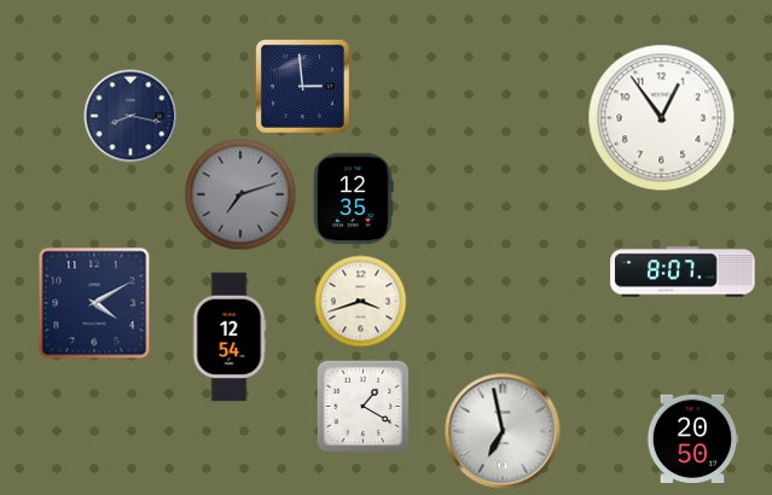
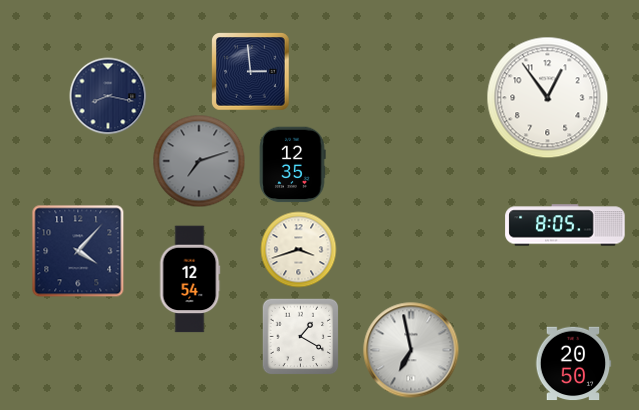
clock at (683, 272): 8:07 -> 8:05
clock at (94, 303): 4:10 -> 4:07
clock at (503, 431) position: (503, 431) -> (411, 350)
